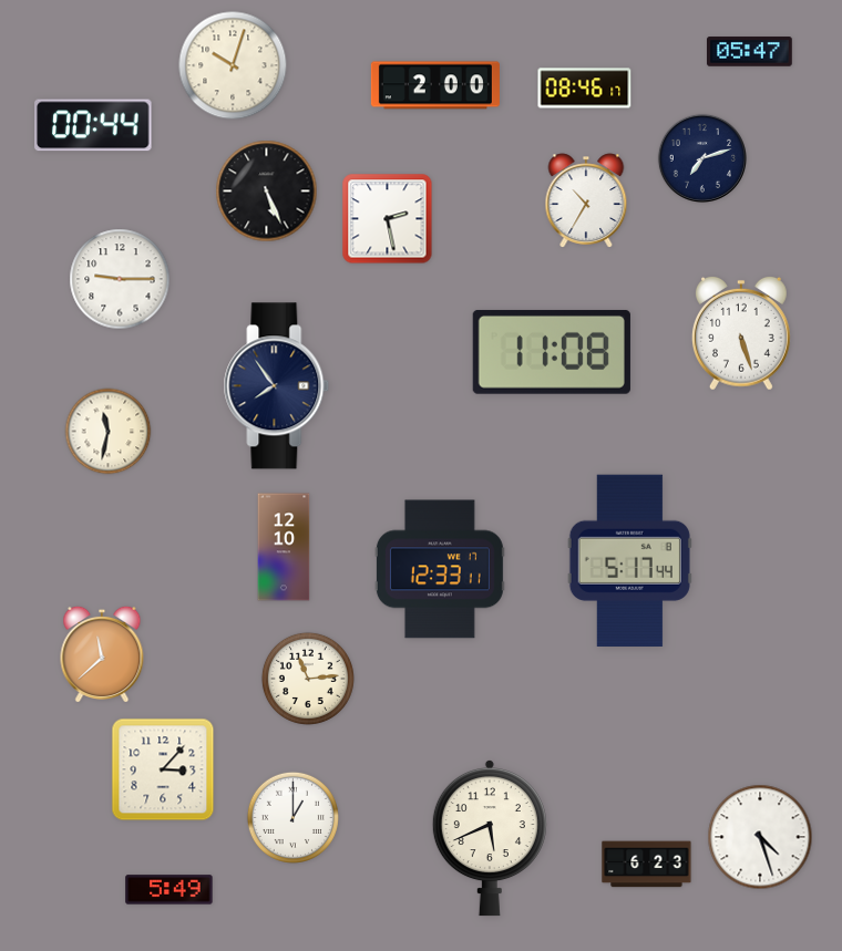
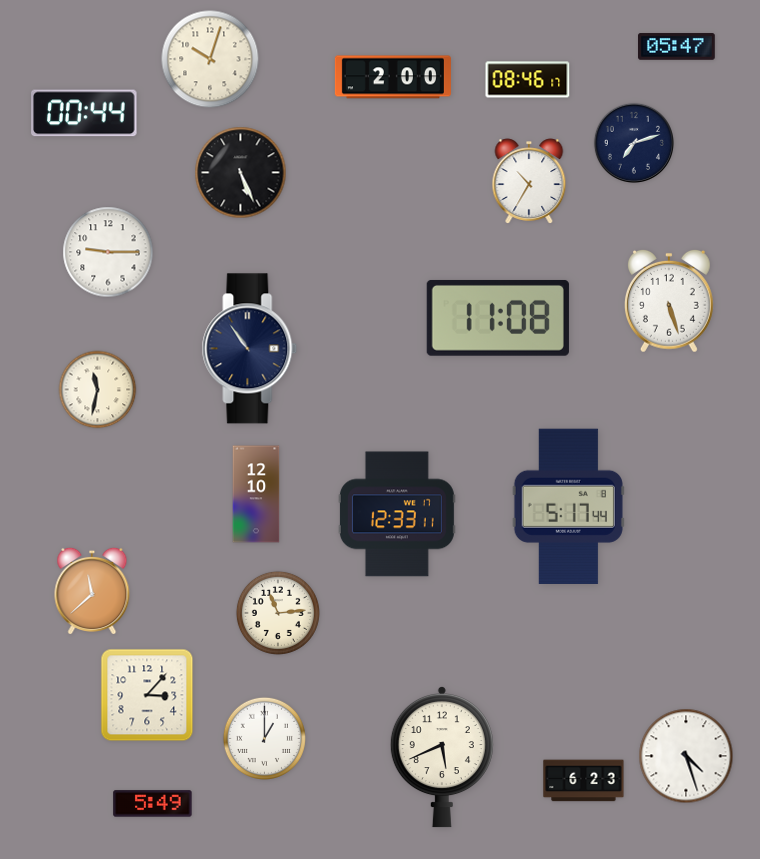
clock at (388, 219): 2:28 -> none
clock at (277, 386): 7:54 -> 10:54
